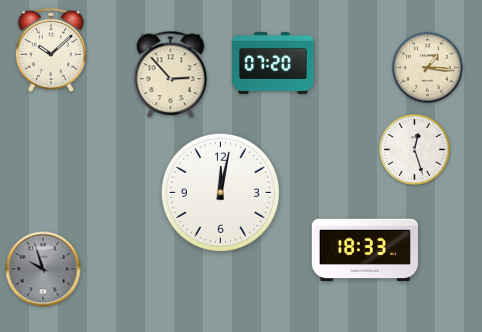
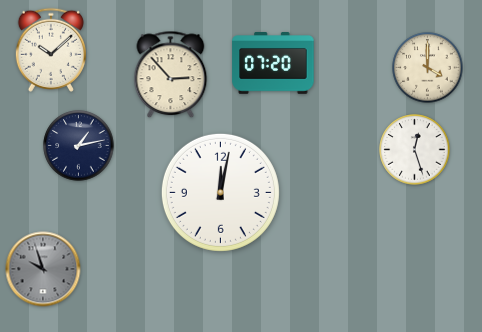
clock at (428, 68): 1:16 -> 4:00
clock at (79, 146): none -> 1:13
clock at (364, 250): 18:33 -> none
